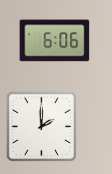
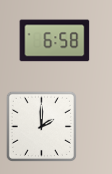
clock at (55, 41): 6:06 -> 6:58
